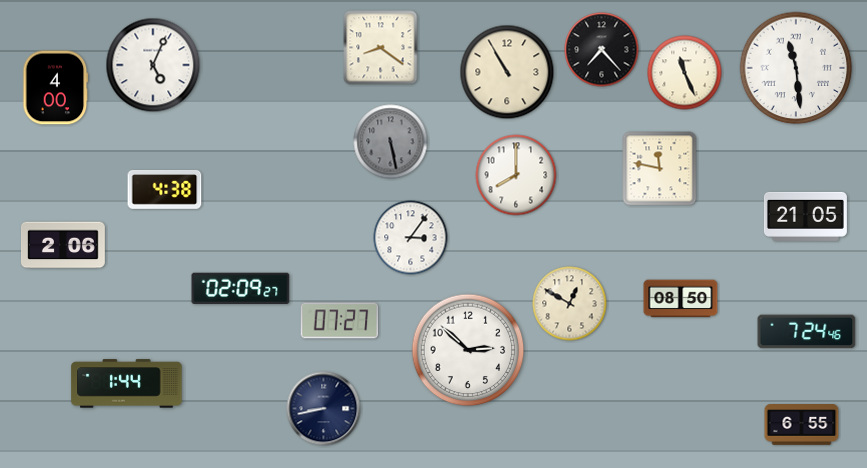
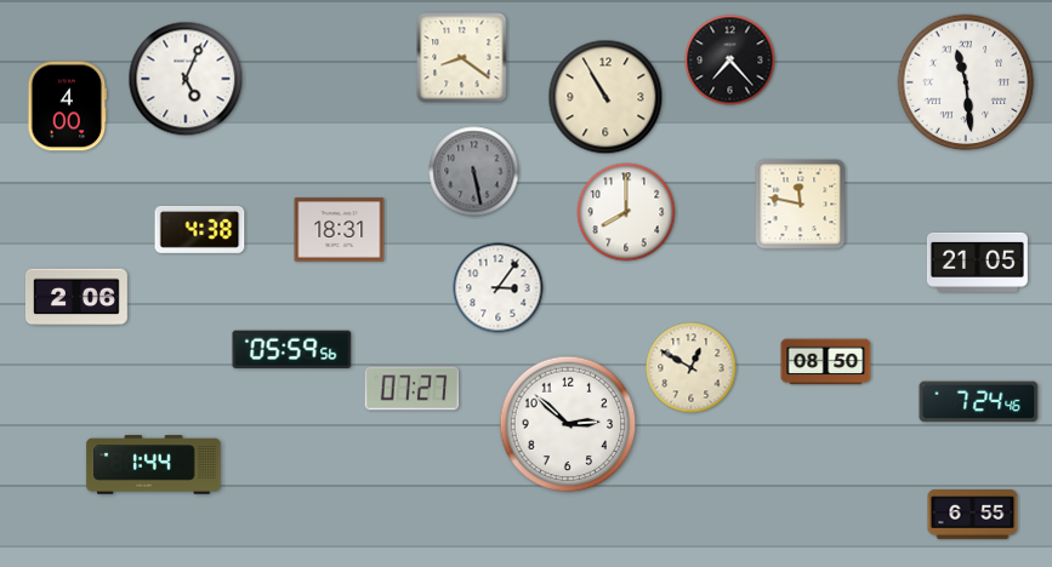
clock at (507, 72) position: (507, 72) -> (605, 97)
clock at (685, 73): 11:26 -> none
clock at (340, 230): none -> 18:31
clock at (241, 289): 02:09 -> 05:59
clock at (324, 409): 8:43 -> none
